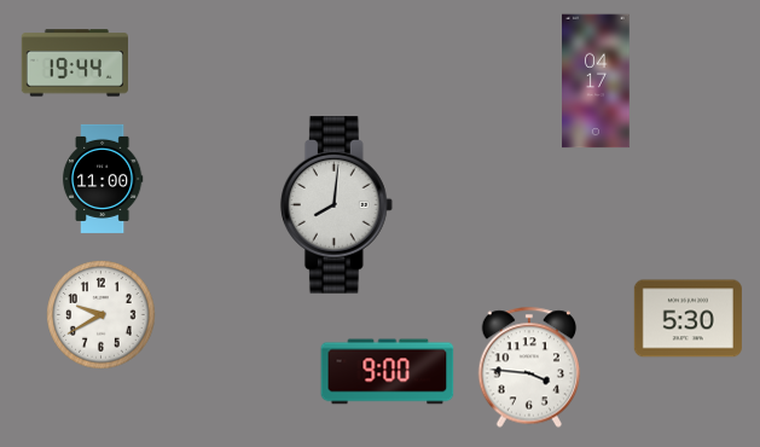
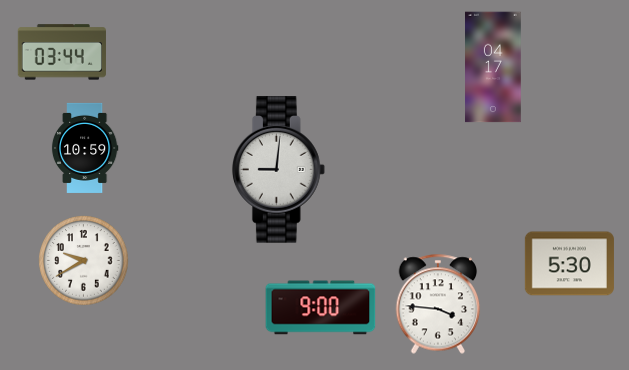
clock at (75, 63): 19:44 -> 03:44
clock at (103, 179): 11:00 -> 10:59
clock at (336, 205): 8:01 -> 9:01
